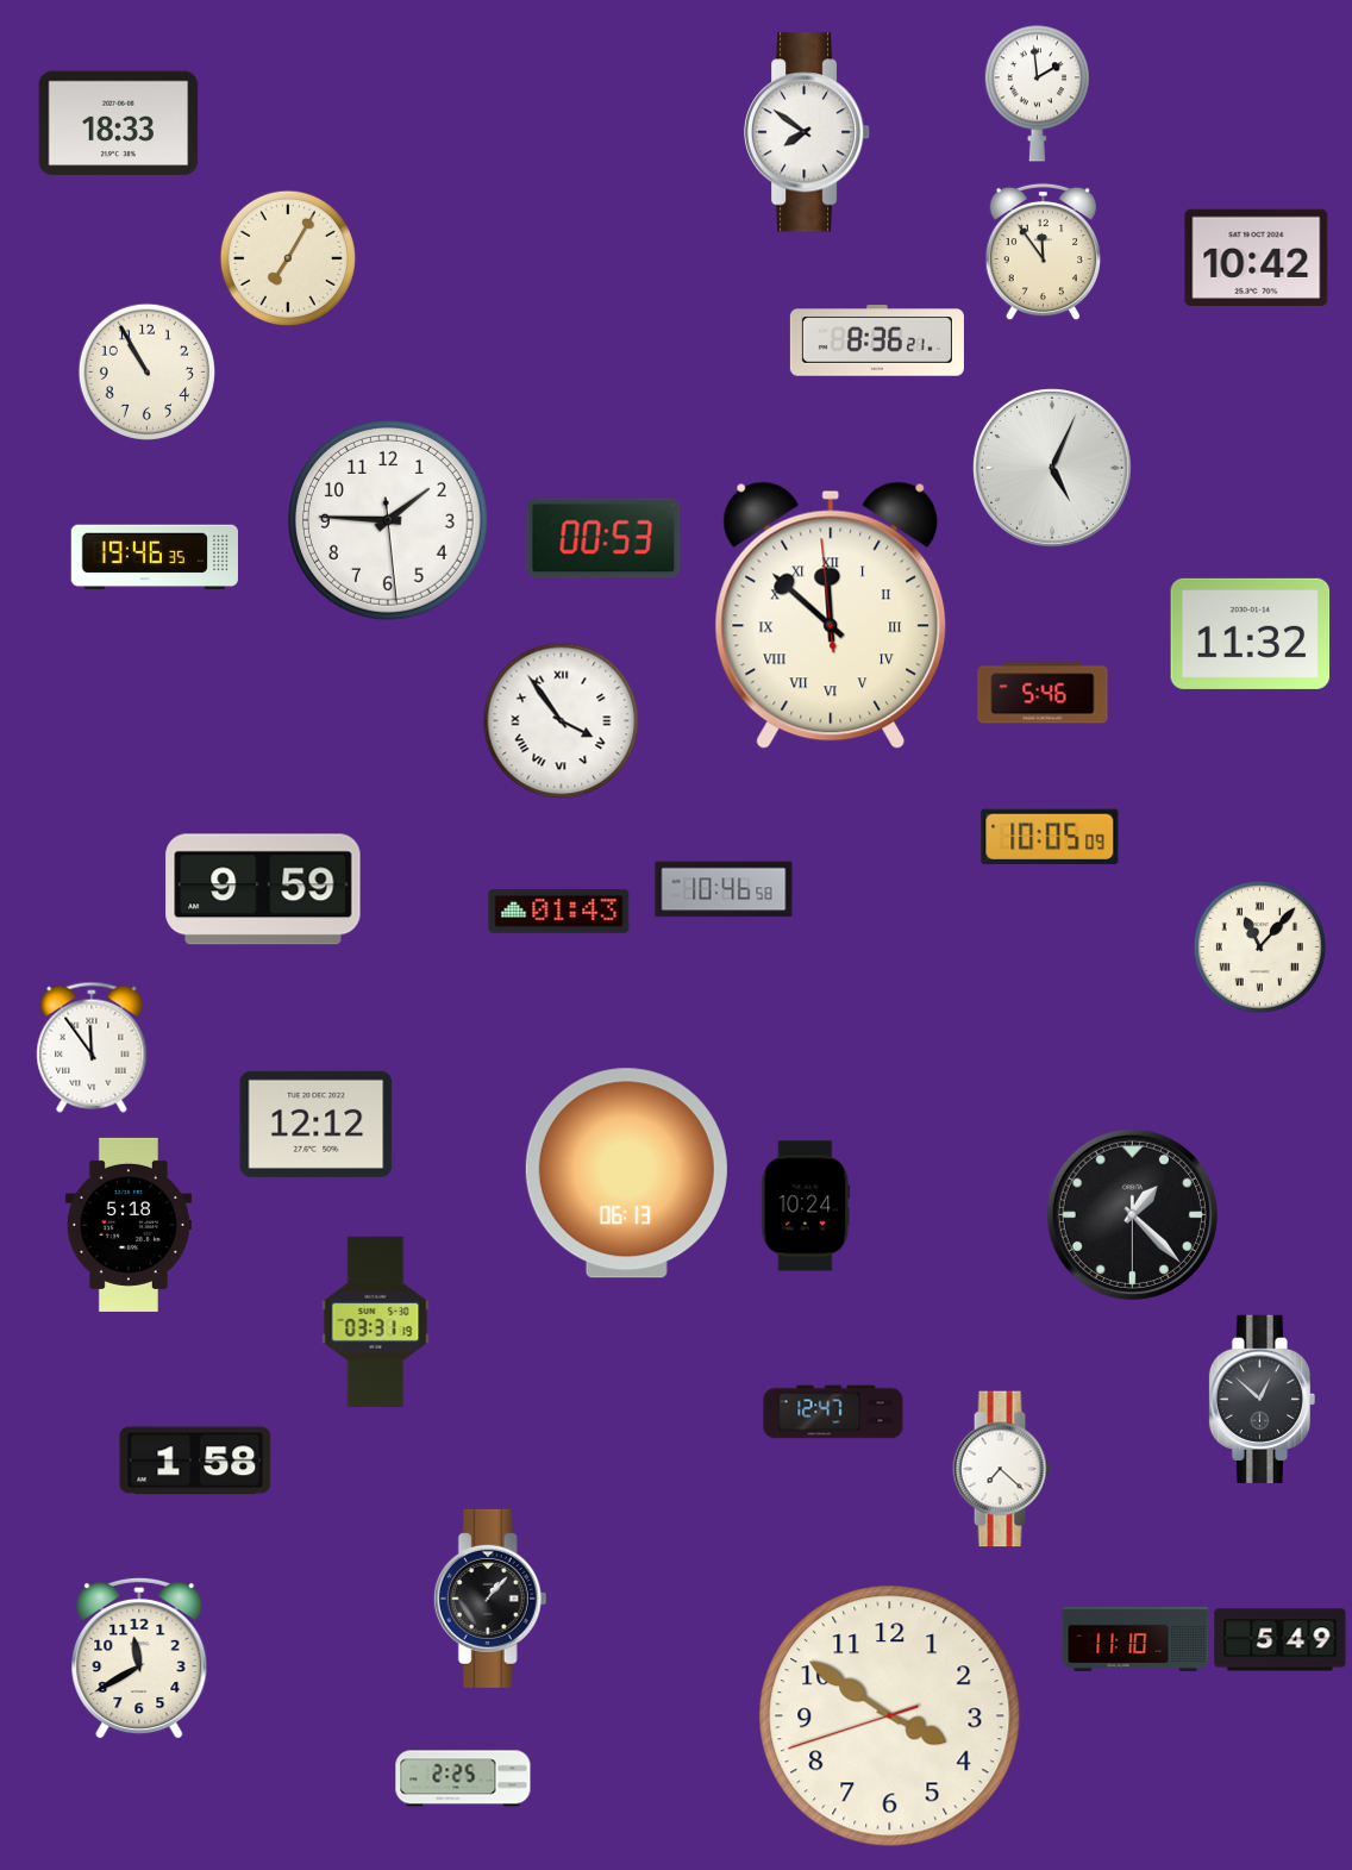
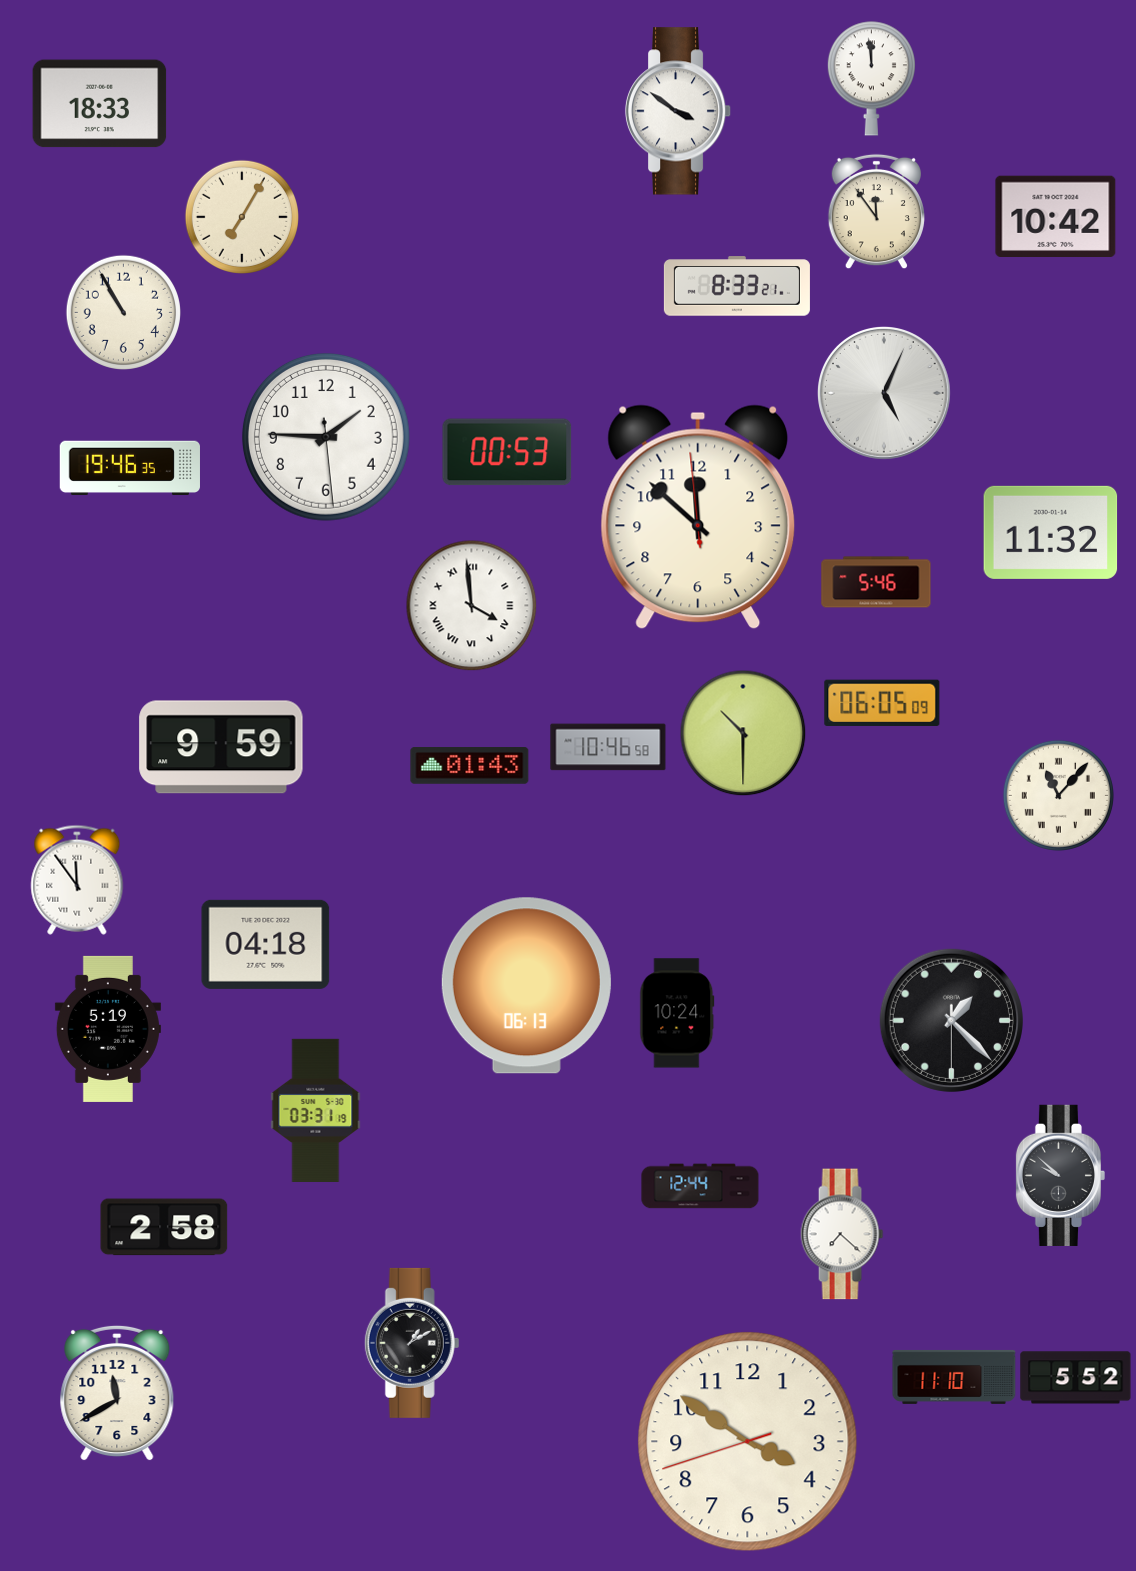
clock at (1037, 94): 1:59 -> 11:59
clock at (807, 132): 7:51 -> 3:51
clock at (877, 340): 8:36 -> 8:33
clock at (831, 615) numerals: Roman -> Arabic
clock at (562, 721): 3:54 -> 3:59
clock at (1050, 837): 10:05 -> 06:05
clock at (743, 733): none -> 10:30
clock at (317, 1124): 12:12 -> 04:18
clock at (129, 1225): 5:18 -> 5:19
clock at (1262, 1399): 12:52 -> 9:52
clock at (833, 1412): 12:47 -> 12:44
clock at (195, 1461): 1:58 -> 2:58
clock at (490, 1599): 1:07 -> 1:10
clock at (1281, 1640): 5:49 -> 5:52
clock at (463, 1778): 2:25 -> none
